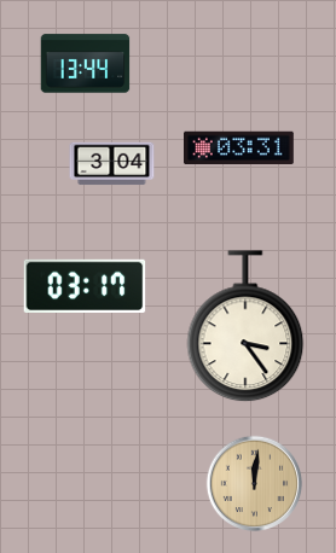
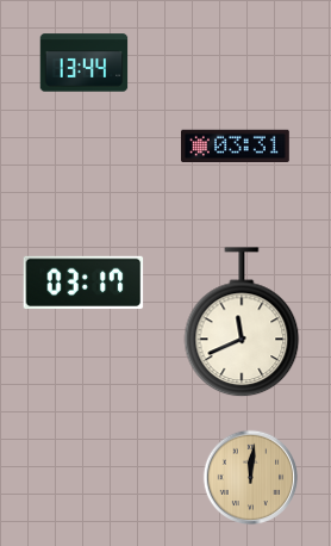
clock at (112, 164): 3:04 -> none
clock at (245, 327): 3:24 -> 11:41
